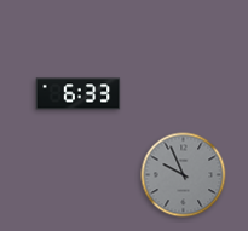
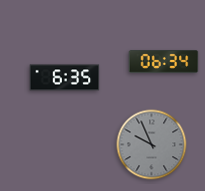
clock at (164, 62): none -> 06:34
clock at (79, 94): 6:33 -> 6:35
